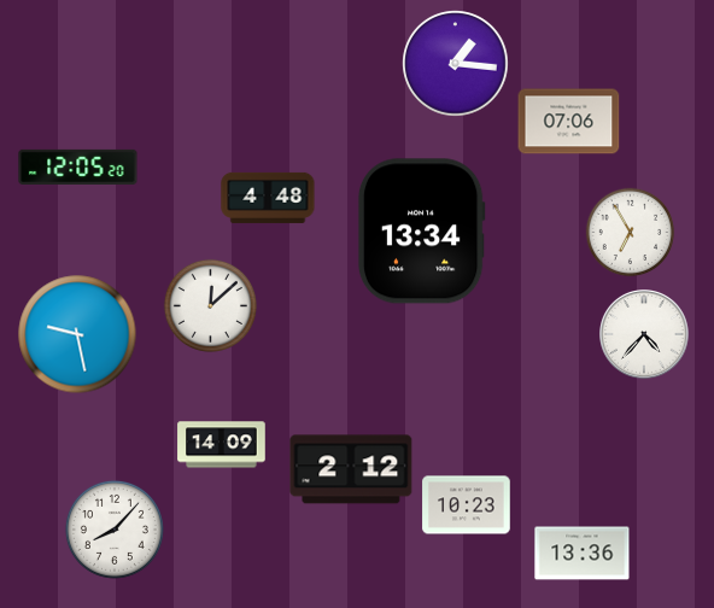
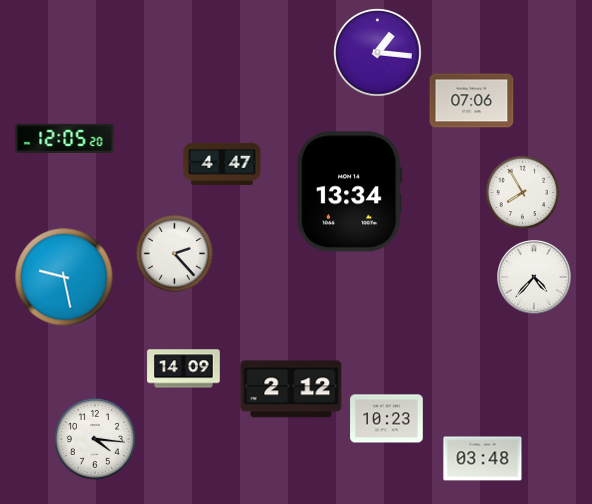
clock at (268, 198): 4:48 -> 4:47
clock at (631, 233): 6:55 -> 7:55
clock at (210, 305): 12:08 -> 2:23
clock at (115, 530): 8:07 -> 4:16
clock at (583, 554): 13:36 -> 03:48
